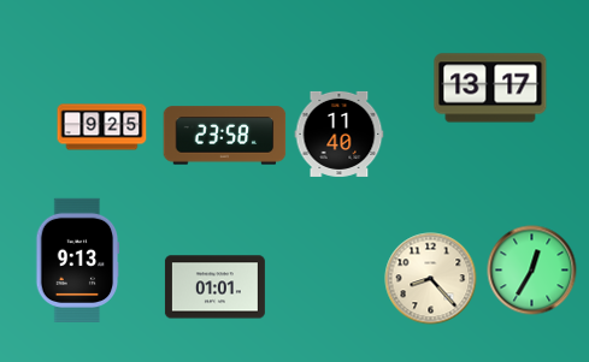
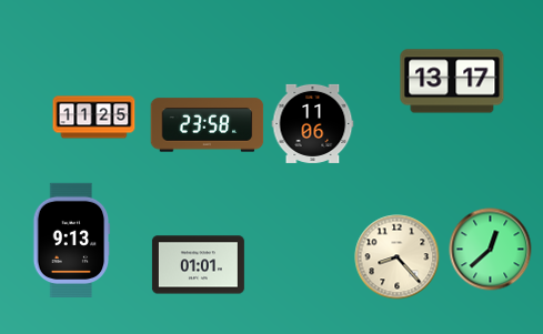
clock at (102, 127): 9:25 -> 11:25
clock at (340, 133): 11:40 -> 11:06
clock at (532, 271): 12:35 -> 12:38
